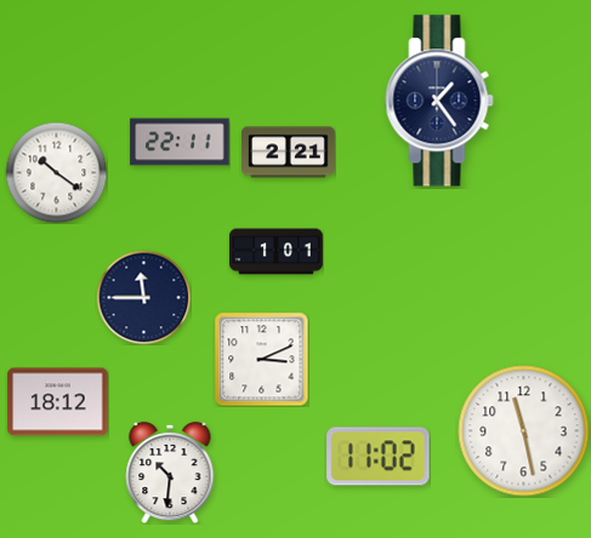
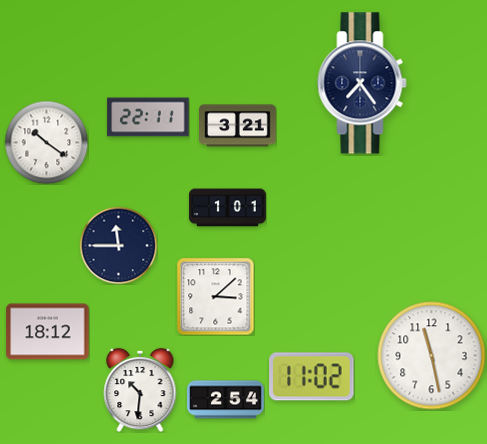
clock at (439, 101): 1:24 -> 7:24
clock at (289, 153): 2:21 -> 3:21
clock at (261, 359): 3:11 -> 3:08
clock at (226, 400): none -> 2:54
